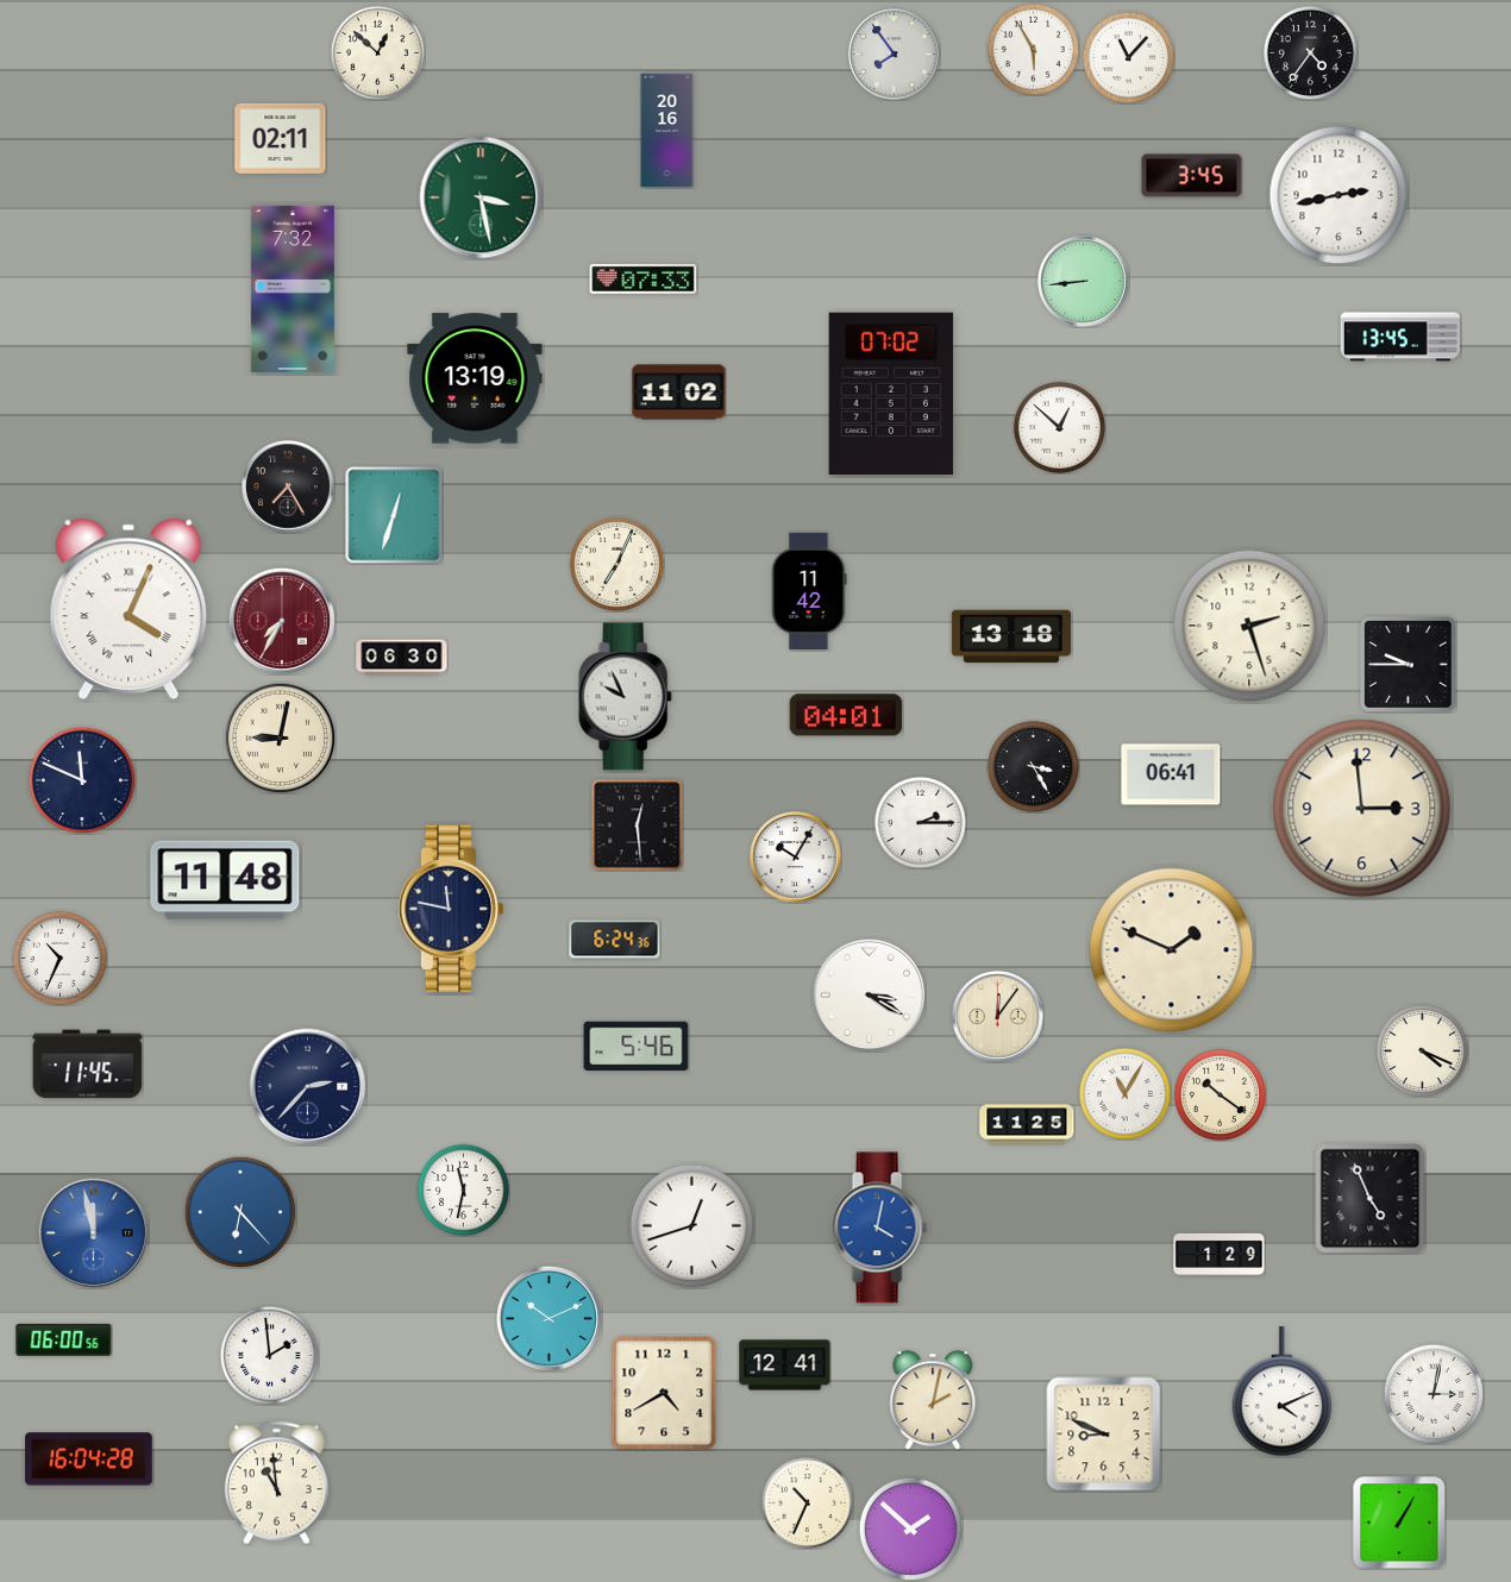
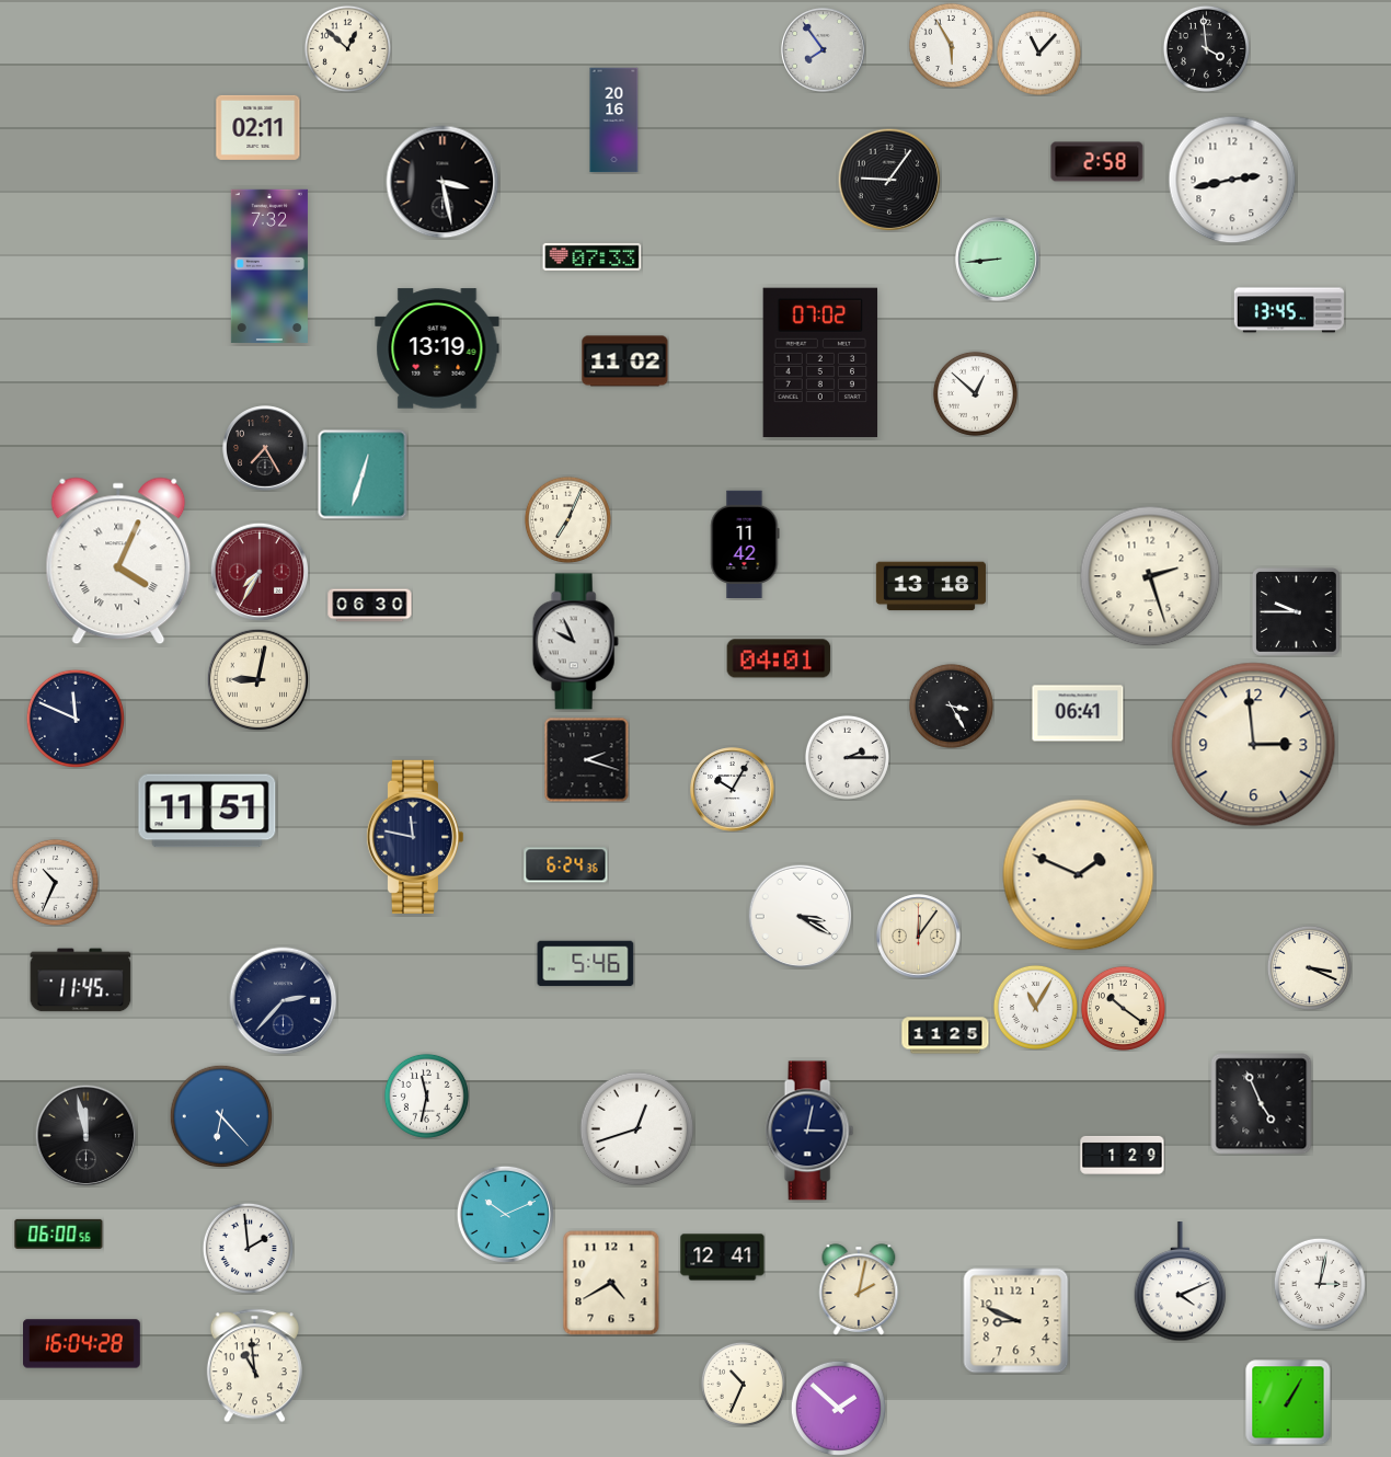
clock at (1310, 52): 4:36 -> 3:59
clock at (1192, 176): 3:45 -> 2:58
clock at (889, 180): none -> 9:06
clock at (481, 197) dial: green -> black
clock at (637, 824): 12:29 -> 2:18
clock at (225, 880): 11:48 -> 11:51
clock at (1422, 1050): 4:19 -> 3:19
clock at (879, 1228): 4:02 -> 3:02
clock at (879, 1228) dial: blue -> navy
clock at (93, 1232) dial: blue -> black
